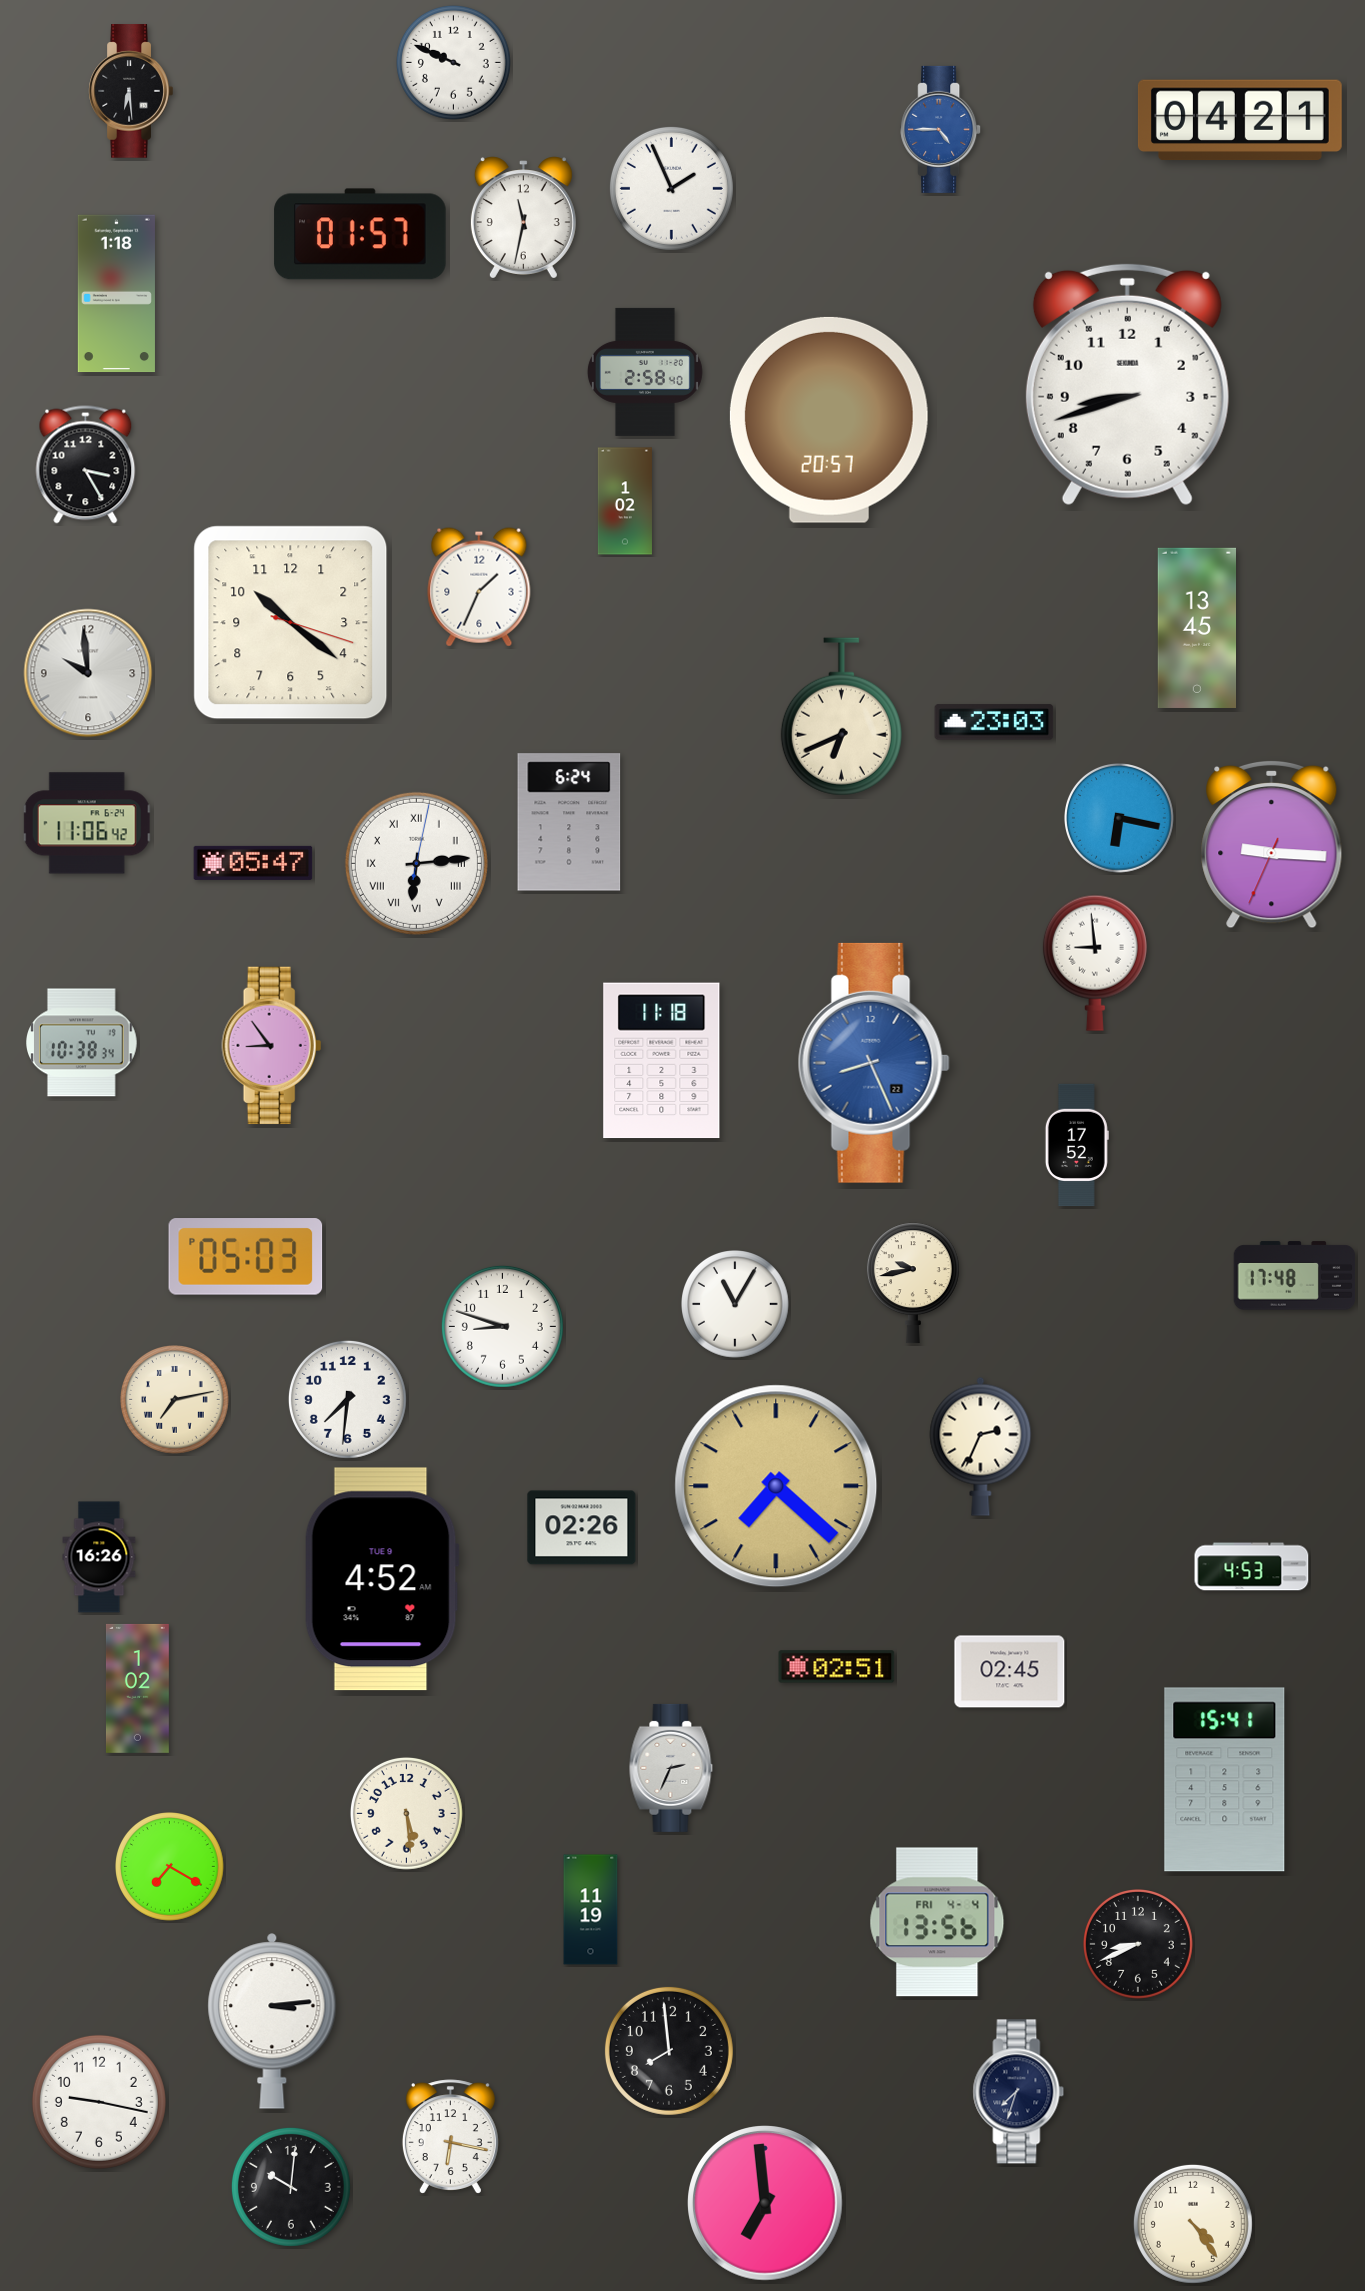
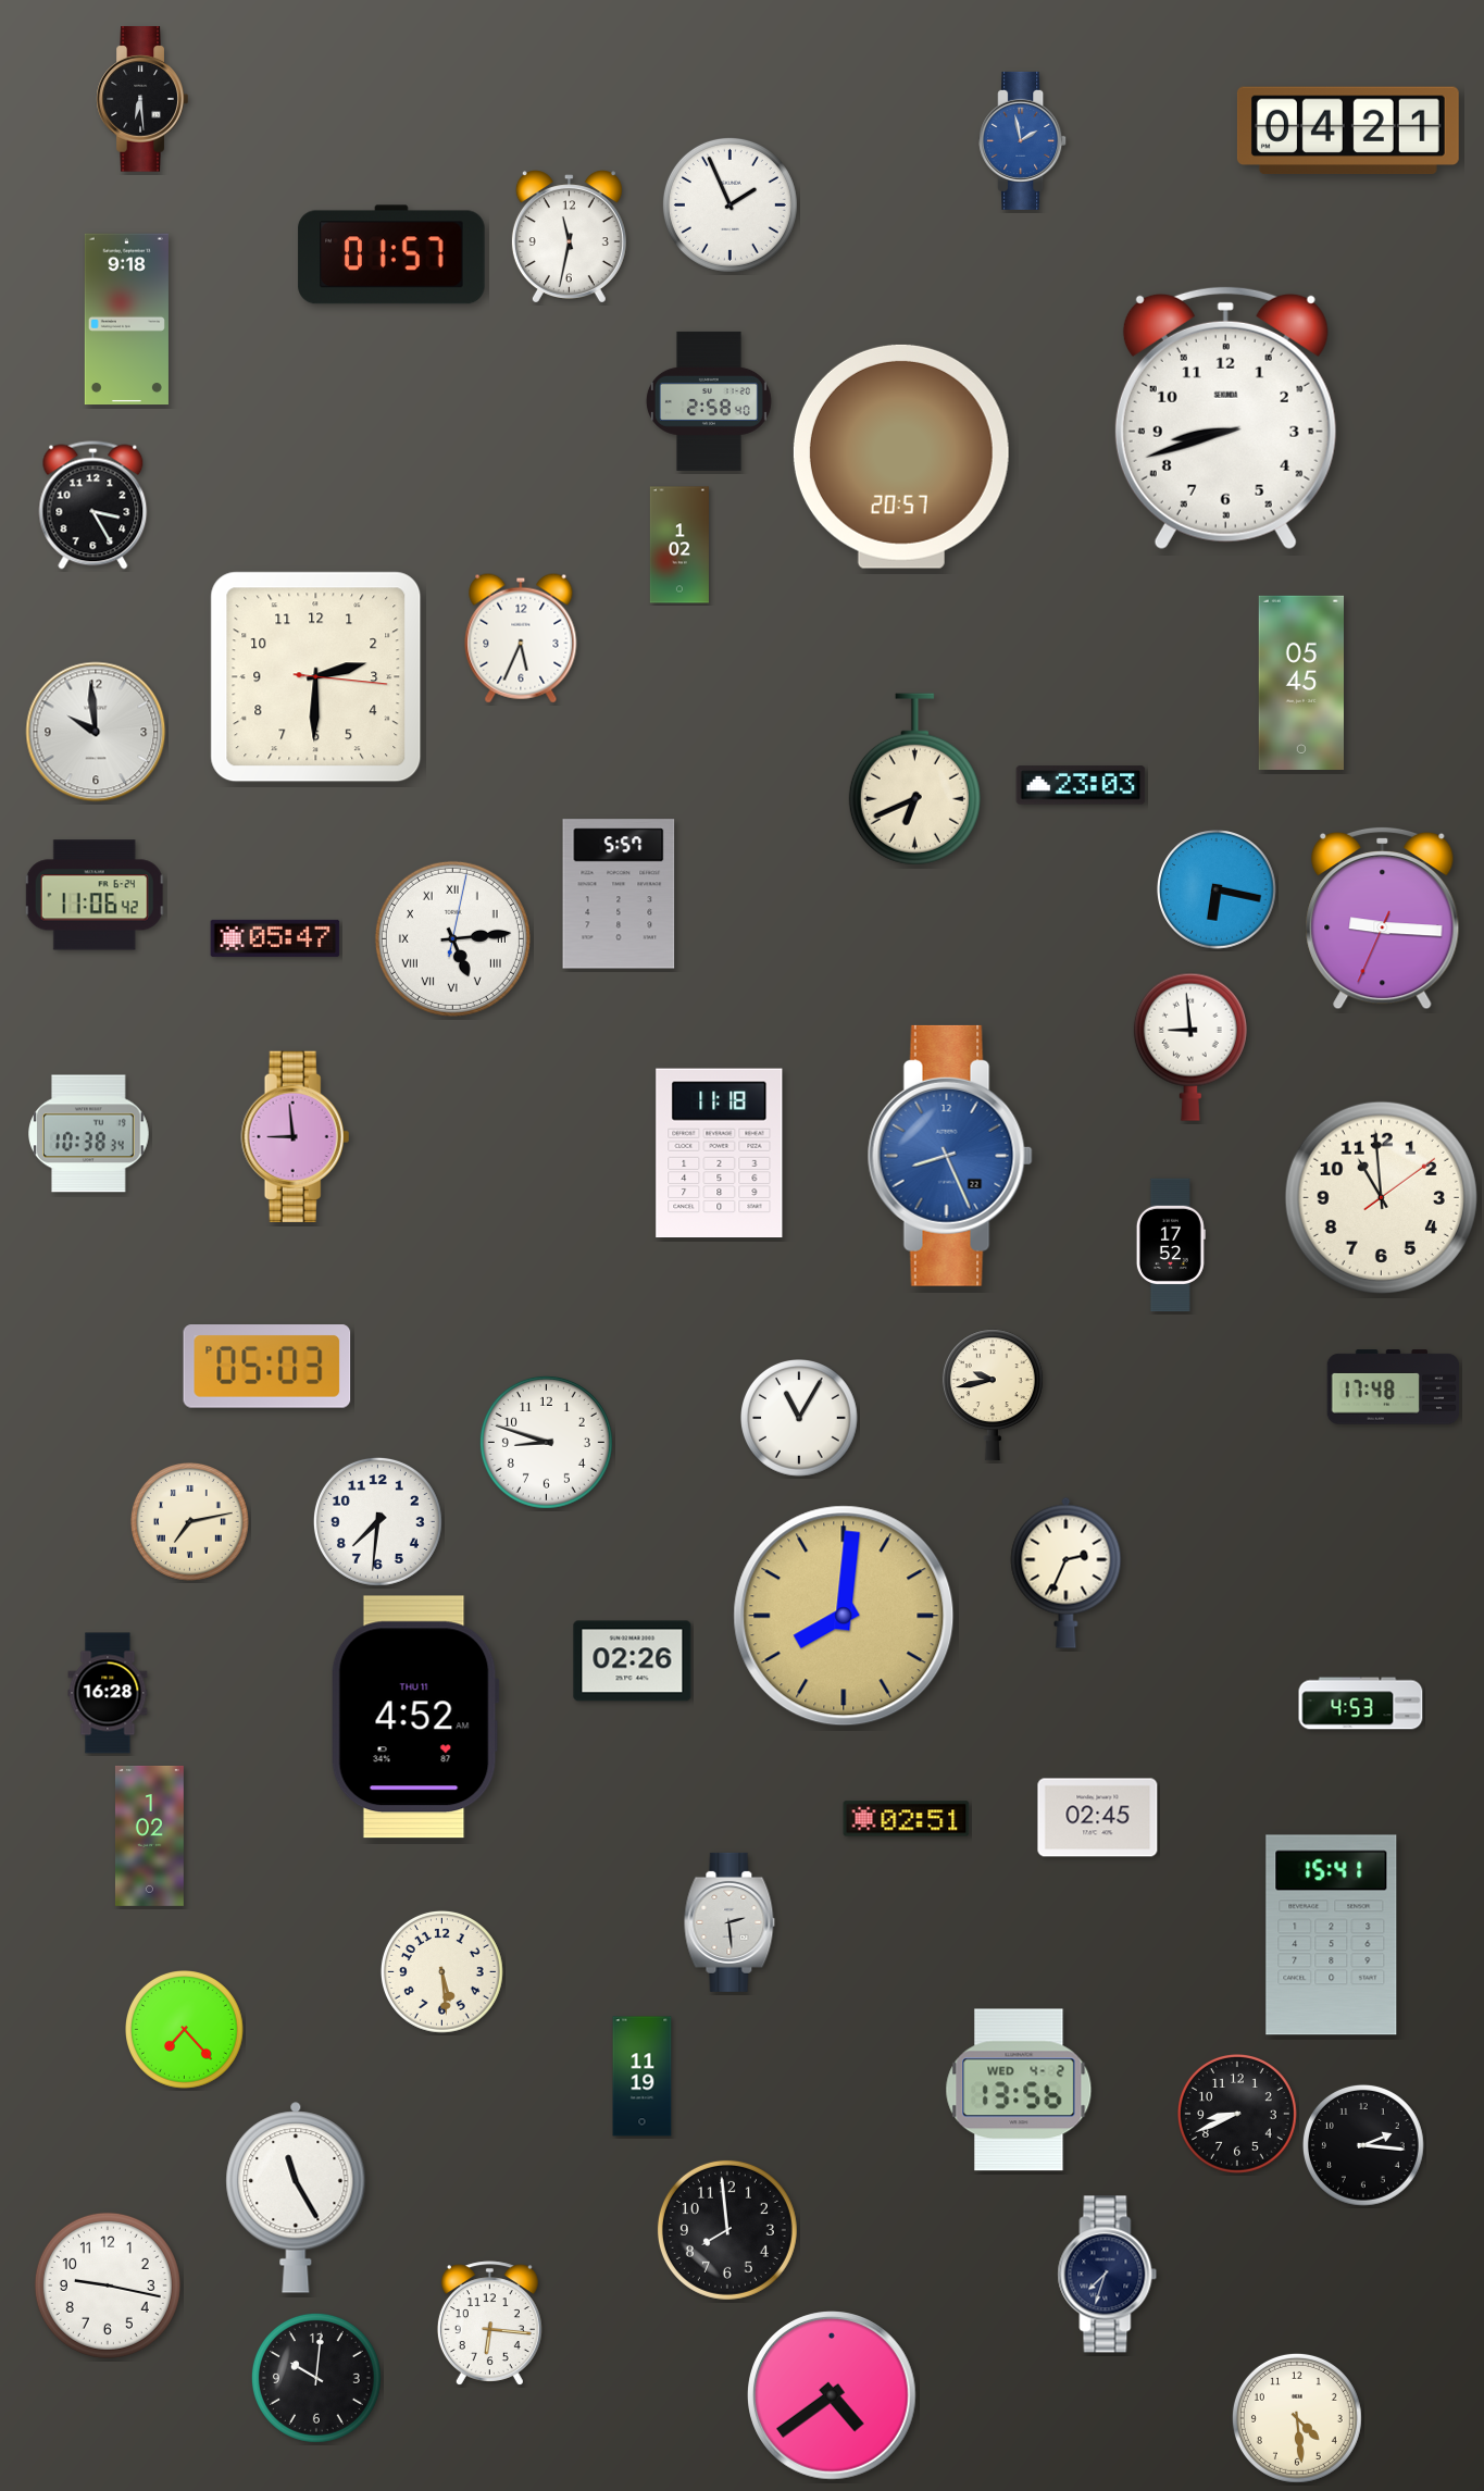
clock at (453, 62): 9:49 -> none
clock at (941, 129): 4:45 -> 1:58
clock at (116, 294): 1:18 -> 9:18
clock at (645, 372) position: (645, 372) -> (709, 401)
clock at (479, 587): 1:34 -> 5:34
clock at (291, 623): 10:21 -> 2:30
clock at (1196, 628): 13:45 -> 05:45
clock at (569, 822): 6:24 -> 5:57
clock at (416, 863): 6:14 -> 5:14
clock at (272, 1046): 8:54 -> 8:59
clock at (1381, 1197): none -> 10:59
clock at (1295, 1276) position: (1295, 1276) -> (1394, 1387)
clock at (776, 1486): 7:22 -> 8:01
clock at (99, 1557): 16:26 -> 16:28
clock at (382, 1579) date: TUE 9 -> THU 11
clock at (837, 1667) position: (837, 1667) -> (907, 1819)
clock at (671, 1768): 2:34 -> 2:29
clock at (170, 1867): 7:20 -> 7:23
clock at (937, 1922) date: FRI 4-4 -> WED 4-2
clock at (1363, 2145): none -> 2:16
clock at (272, 2021): 3:14 -> 11:25
clock at (450, 2137): 6:17 -> 6:16
clock at (765, 2203): 6:59 -> 4:39
clock at (1193, 2224): 4:24 -> 4:29
